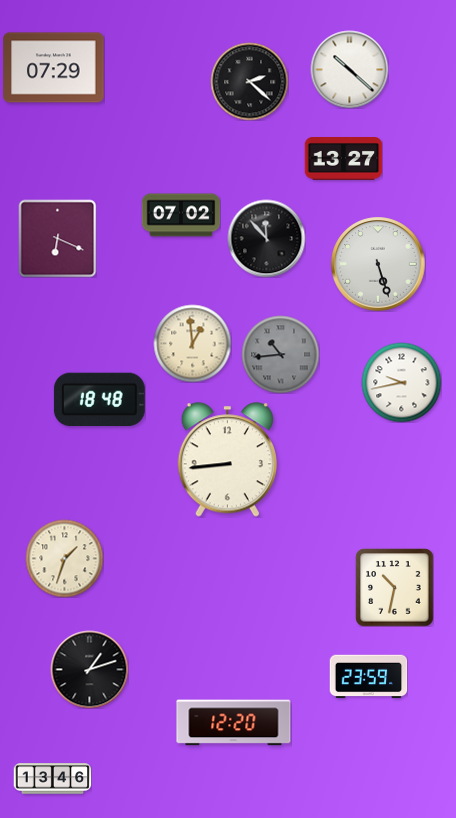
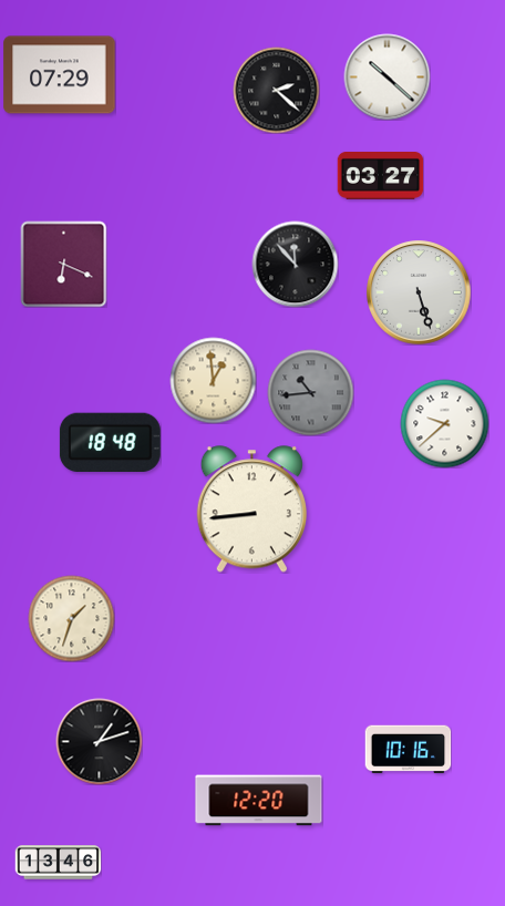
clock at (343, 159): 13:27 -> 03:27
clock at (181, 215): 07:02 -> none
clock at (401, 382): 9:43 -> 9:38
clock at (394, 587): 10:32 -> none
clock at (368, 677): 23:59 -> 10:16
